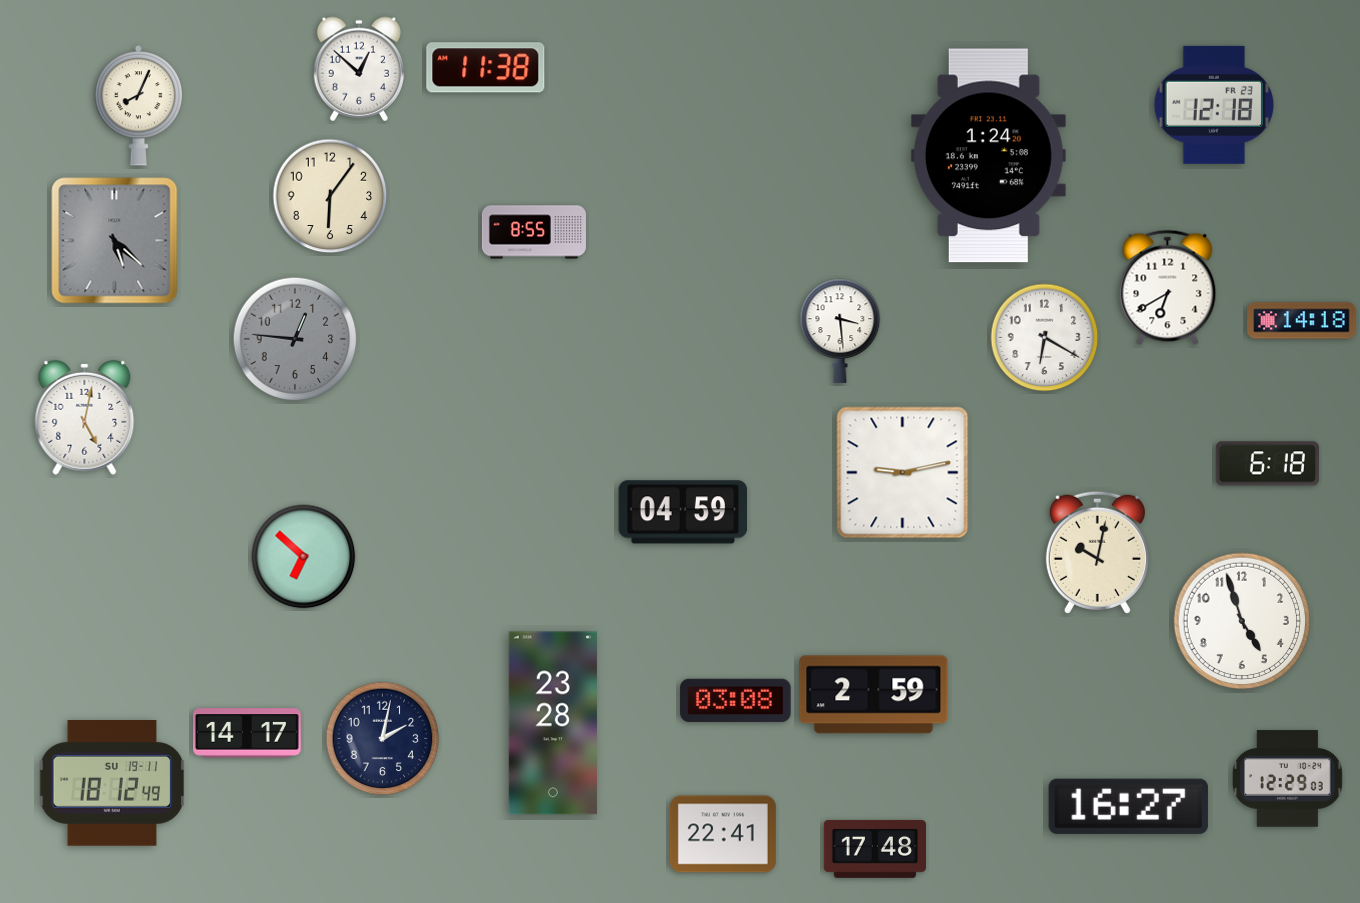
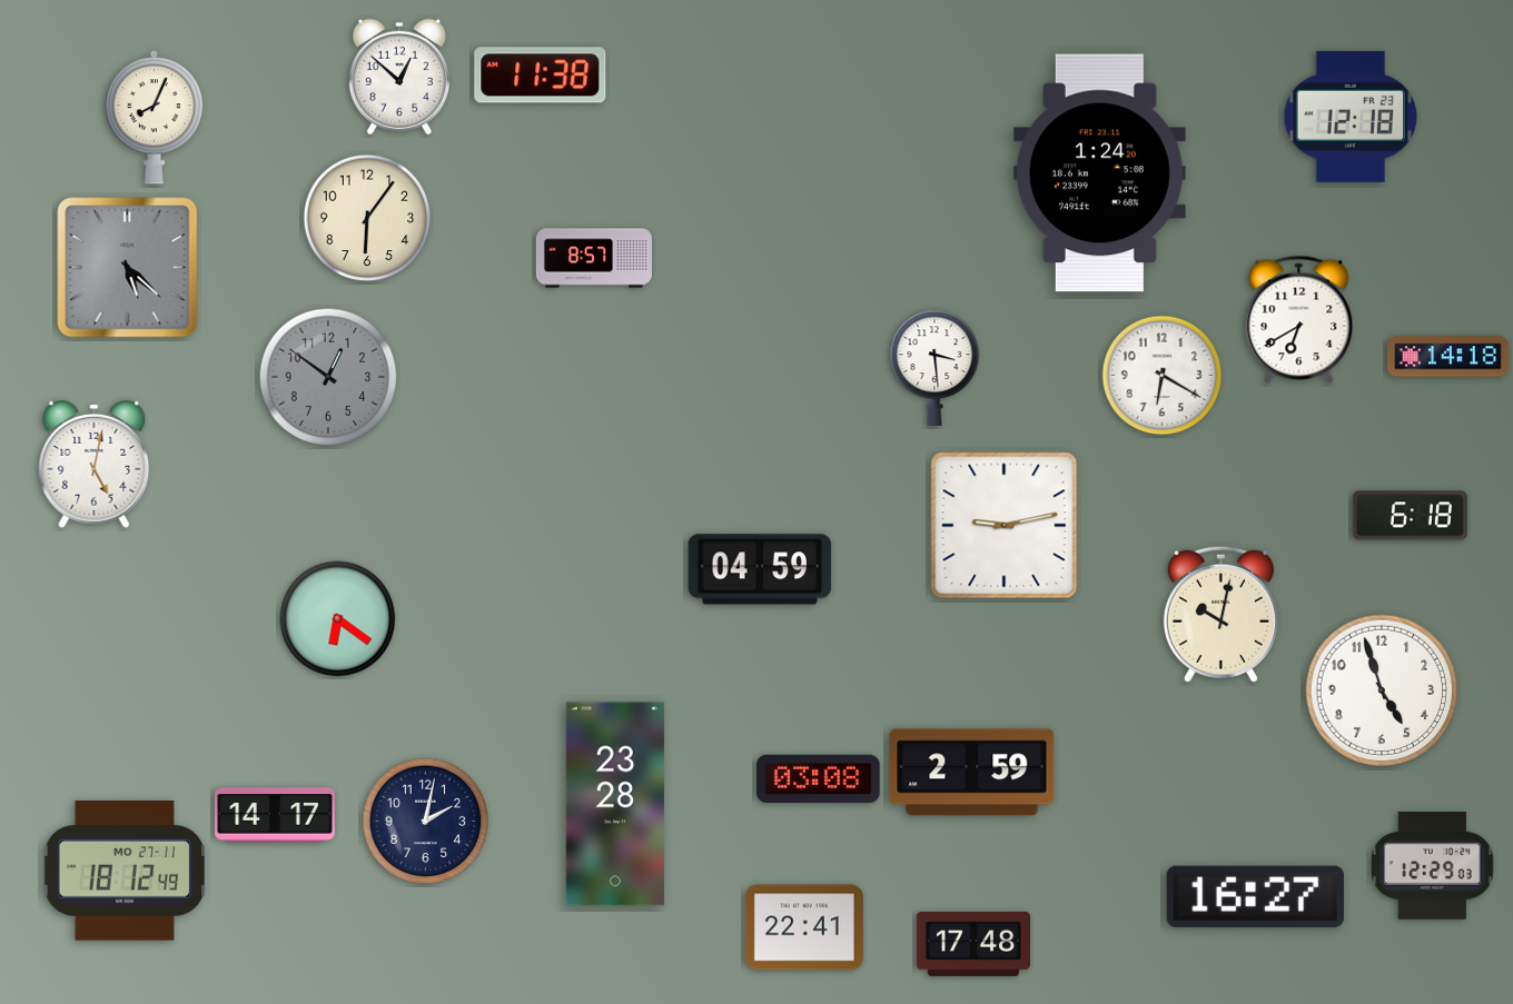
clock at (534, 232): 8:55 -> 8:57
clock at (295, 339): 12:46 -> 12:51
clock at (304, 557): 6:52 -> 6:21
clock at (112, 784) date: SU 19-11 -> MO 27-11
